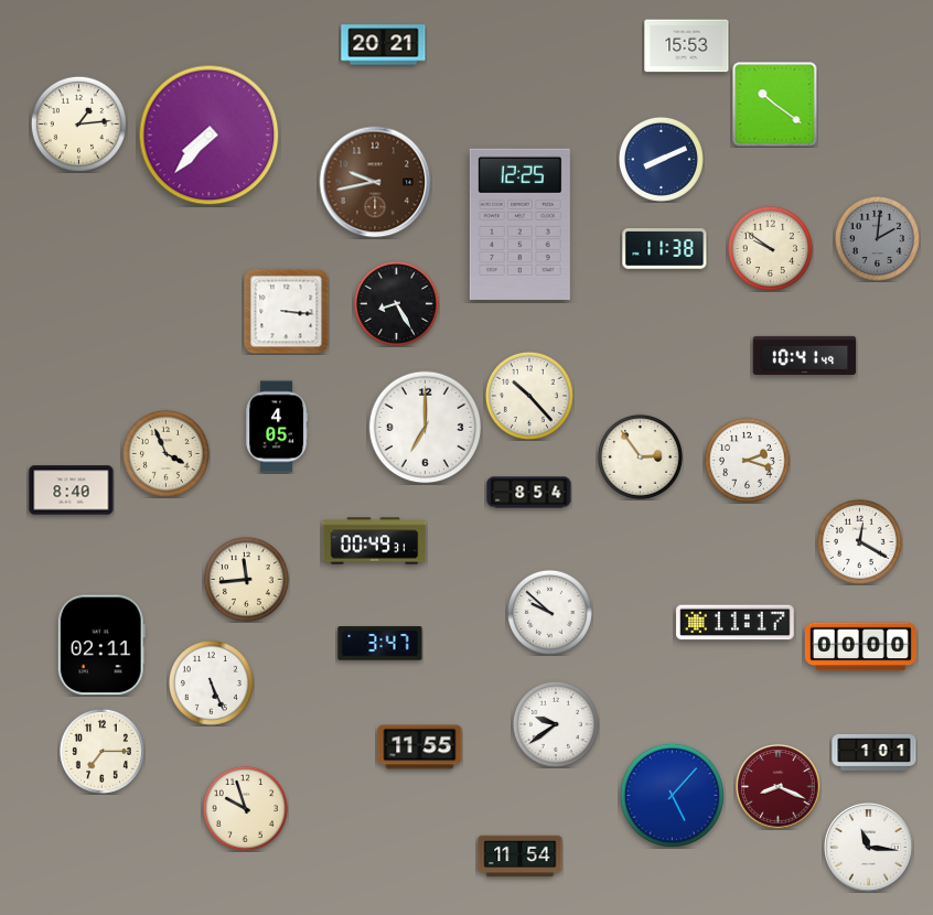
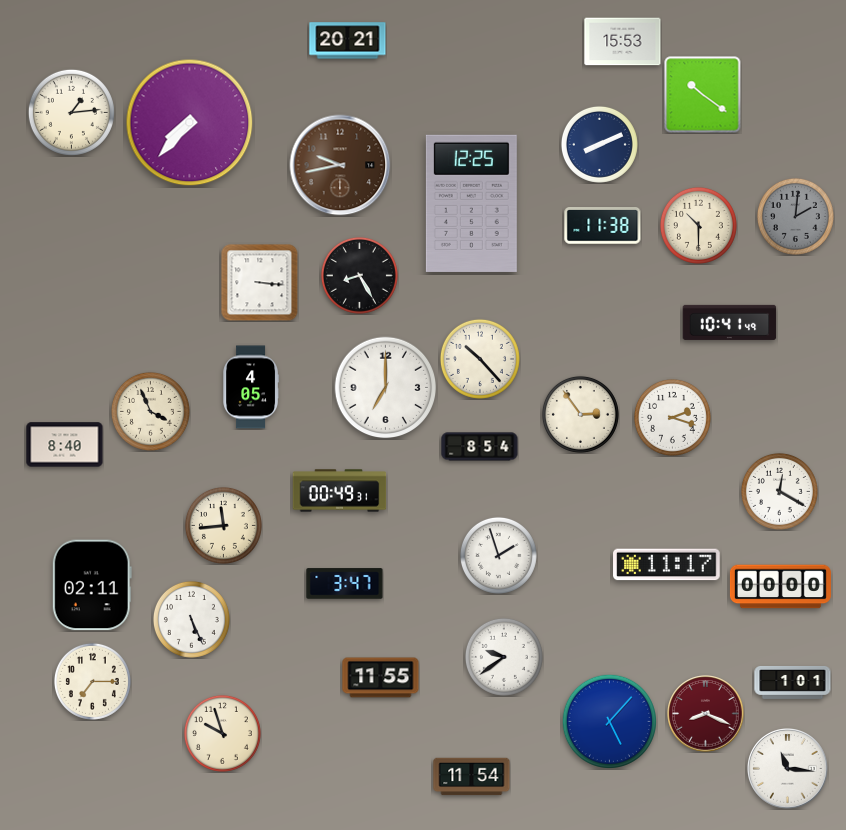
clock at (770, 248): 9:51 -> 10:30
clock at (747, 460) position: (747, 460) -> (672, 417)
clock at (549, 612): 9:52 -> 1:57
